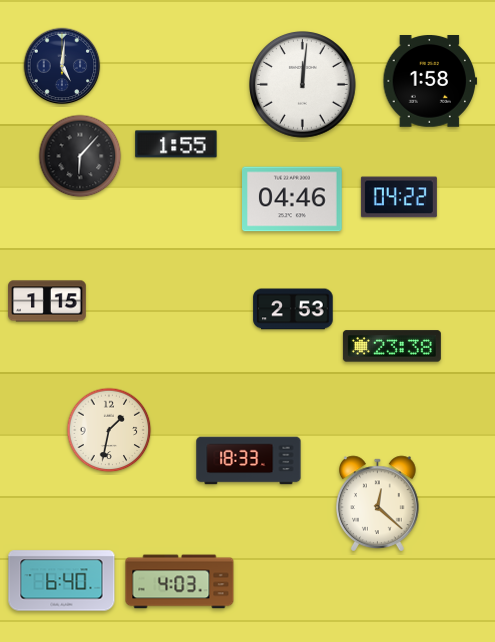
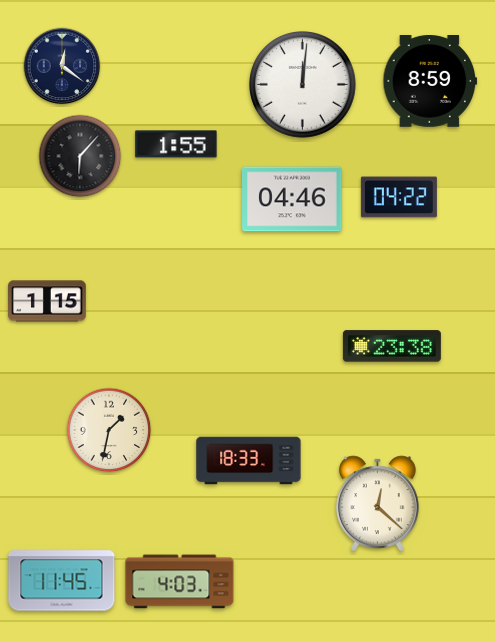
clock at (62, 66): 5:01 -> 12:21
clock at (430, 82): 1:58 -> 8:59
clock at (293, 309): 2:53 -> none
clock at (62, 581): 6:40 -> 11:45
